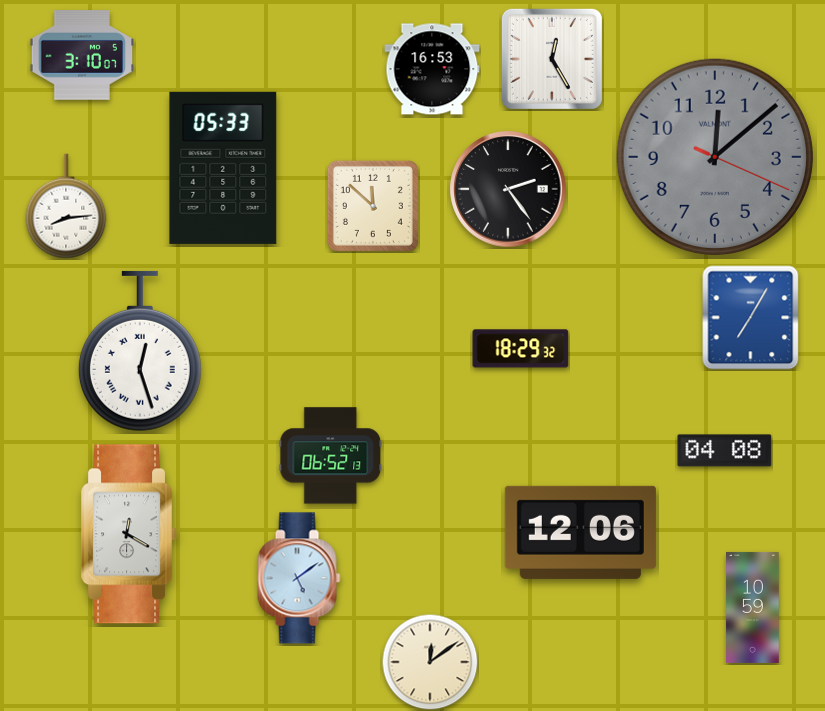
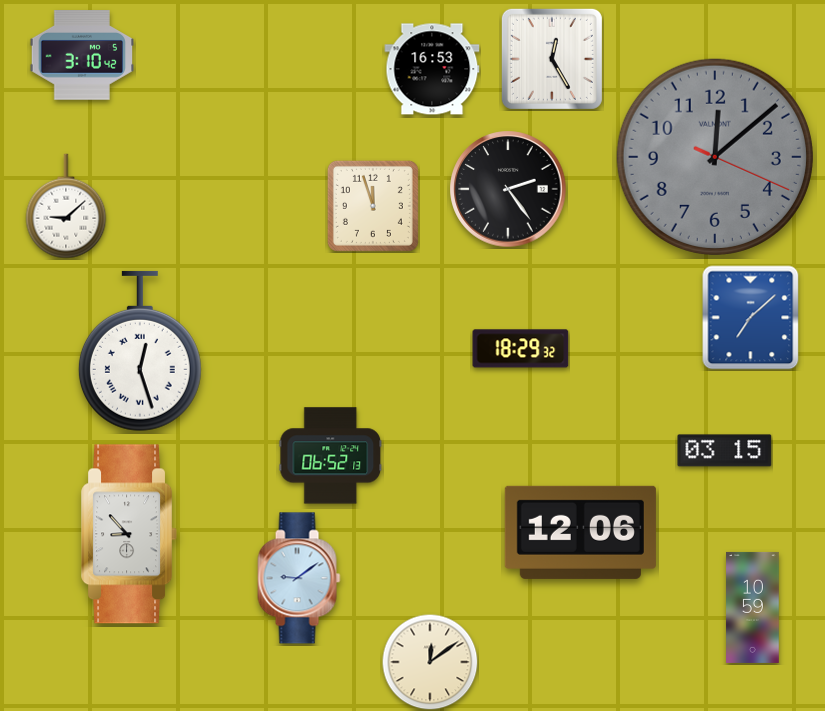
clock at (82, 55): 3:10:07 -> 3:10:42
clock at (223, 168): 05:33 -> none
clock at (66, 206): 8:14 -> 9:08
clock at (373, 206): 11:52 -> 11:57
clock at (751, 318): 7:05 -> 7:08
clock at (725, 451): 04:08 -> 03:15
clock at (130, 534): 12:20 -> 8:53
clock at (299, 578): 5:09 -> 9:09
